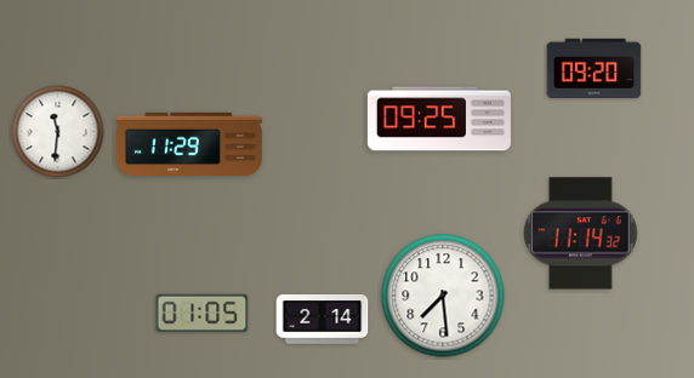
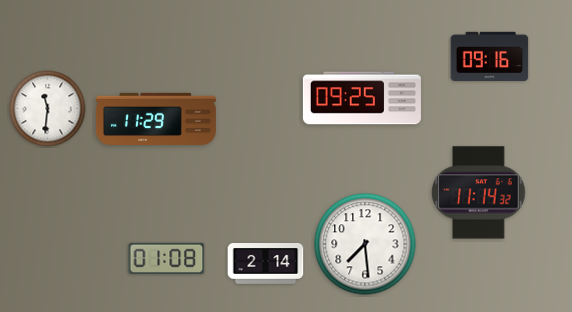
clock at (595, 68): 09:20 -> 09:16
clock at (203, 313): 01:05 -> 01:08
